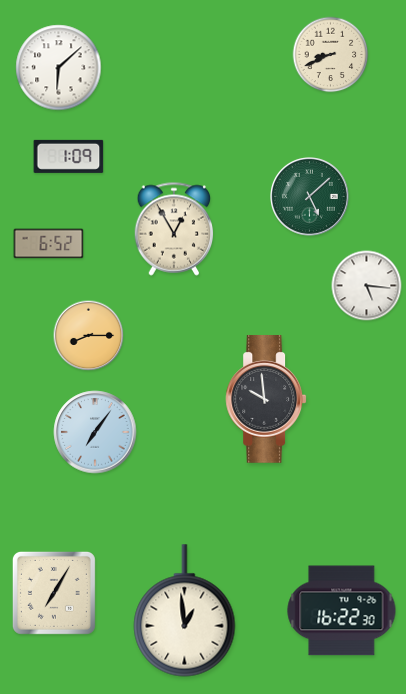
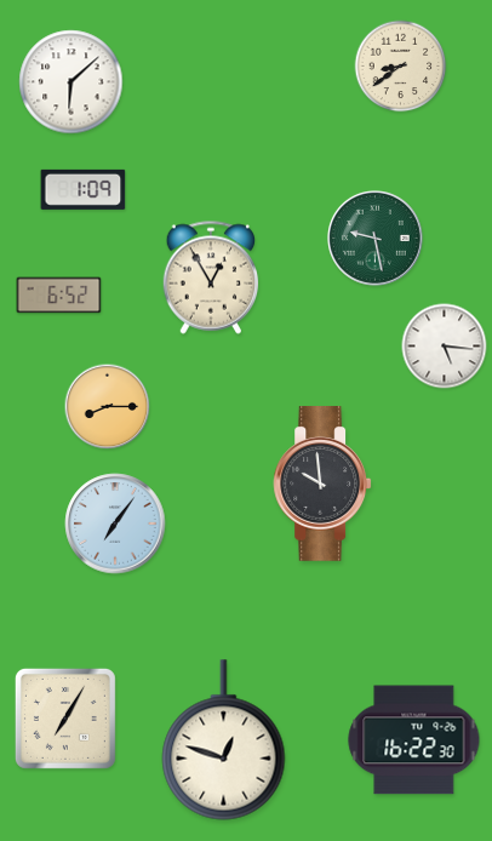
clock at (331, 55): 8:41 -> 8:39
clock at (310, 197): 5:08 -> 9:28
clock at (185, 611): 12:59 -> 12:48
